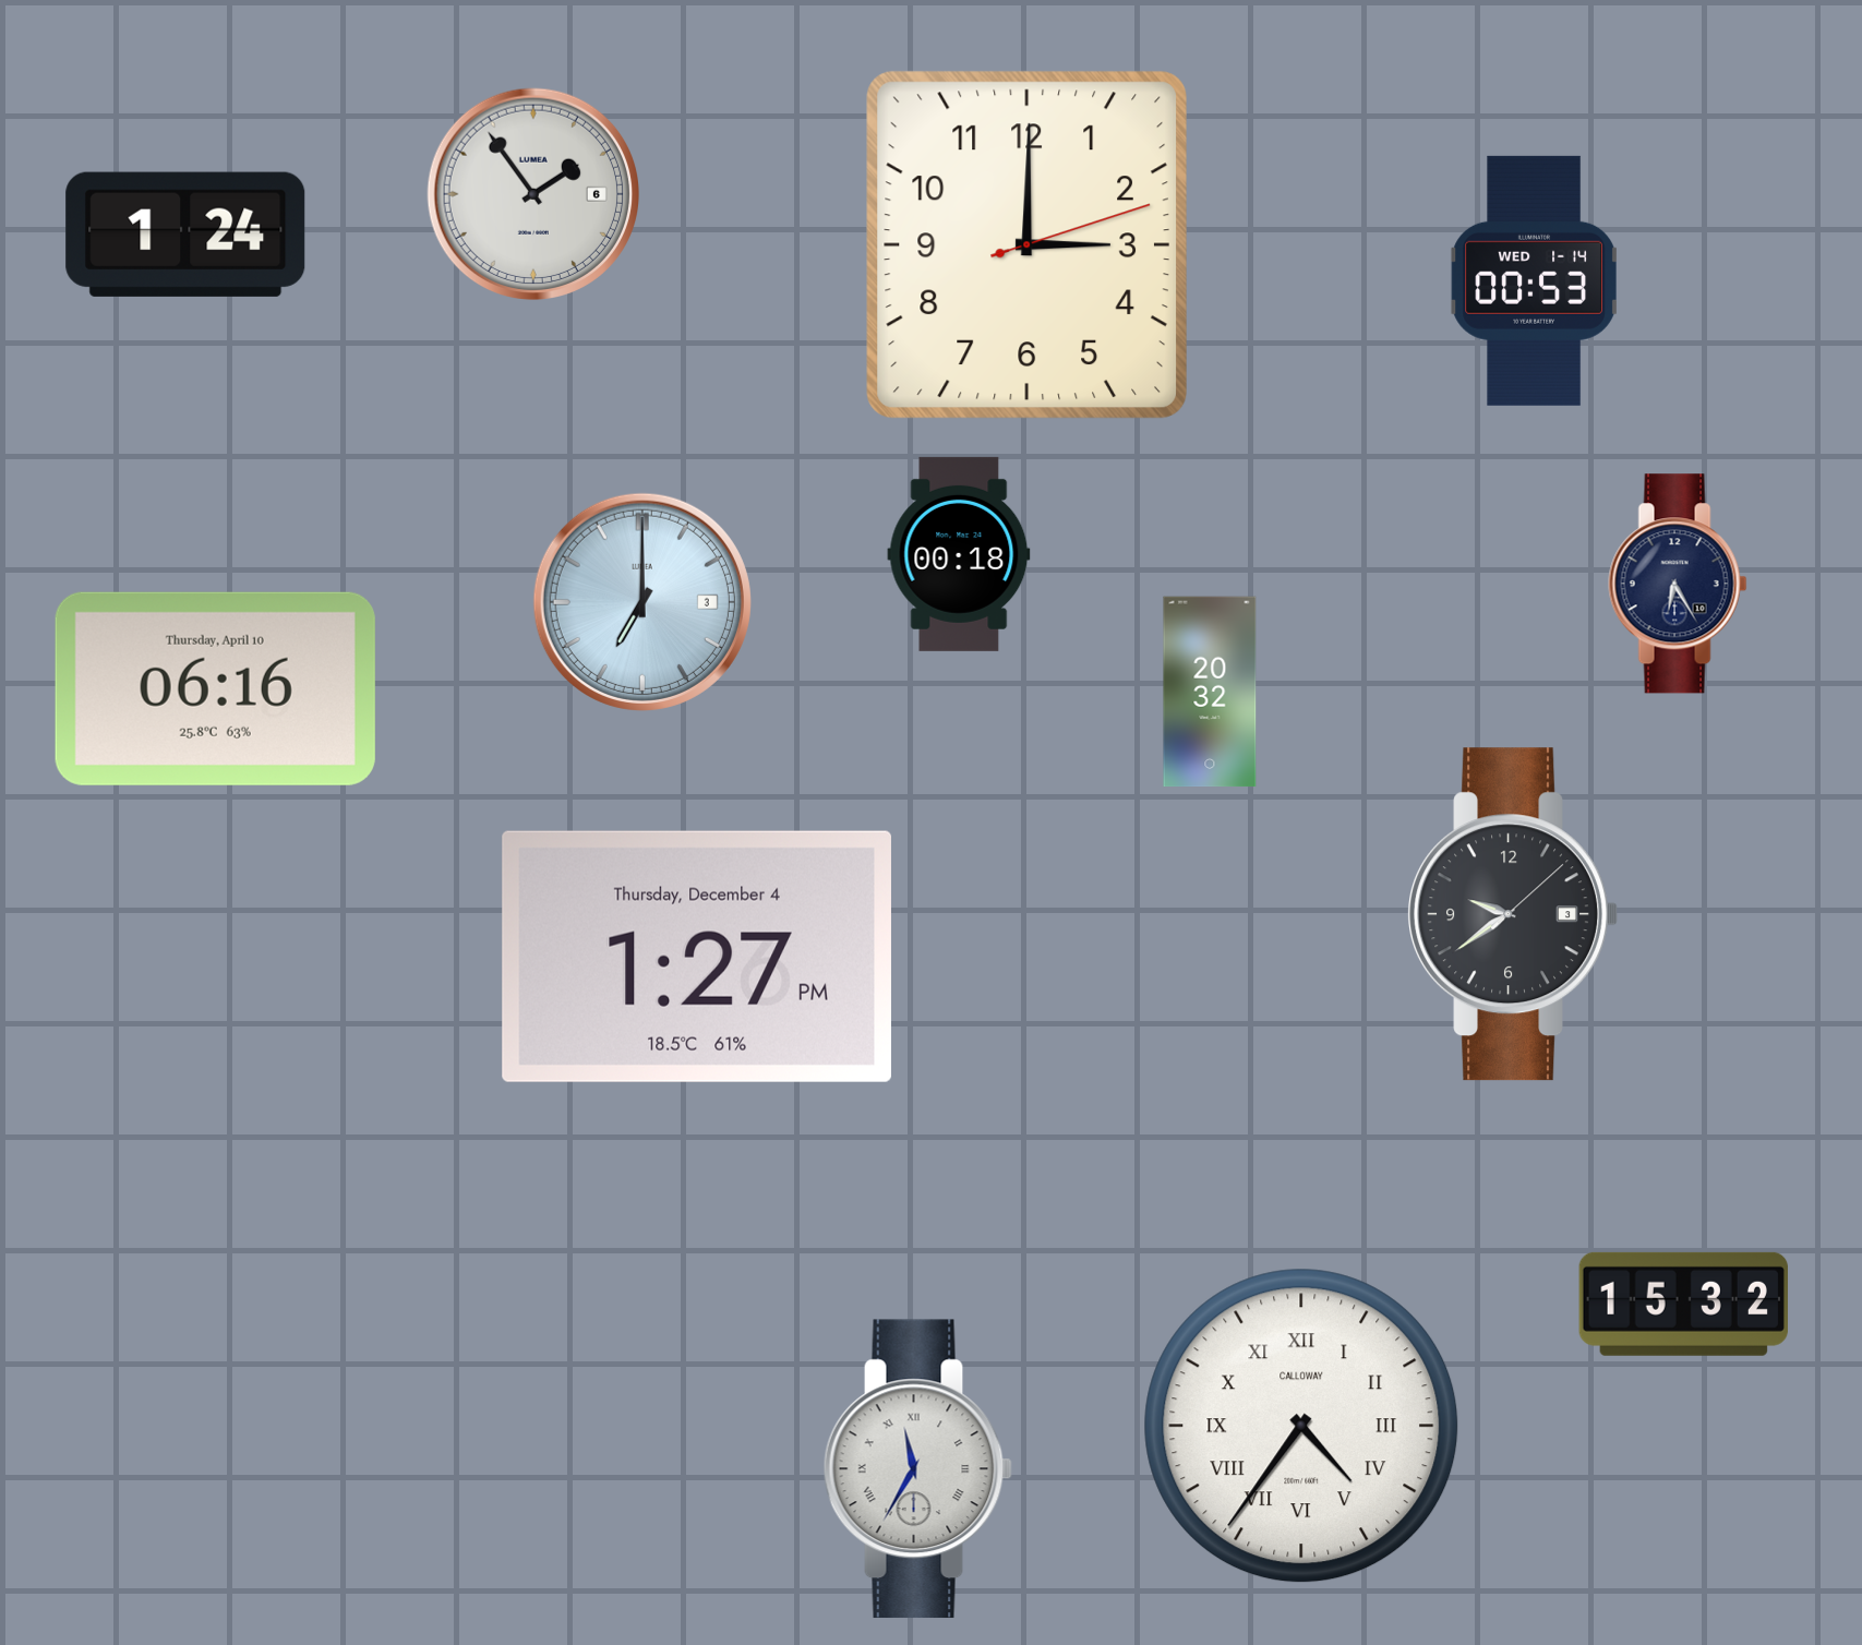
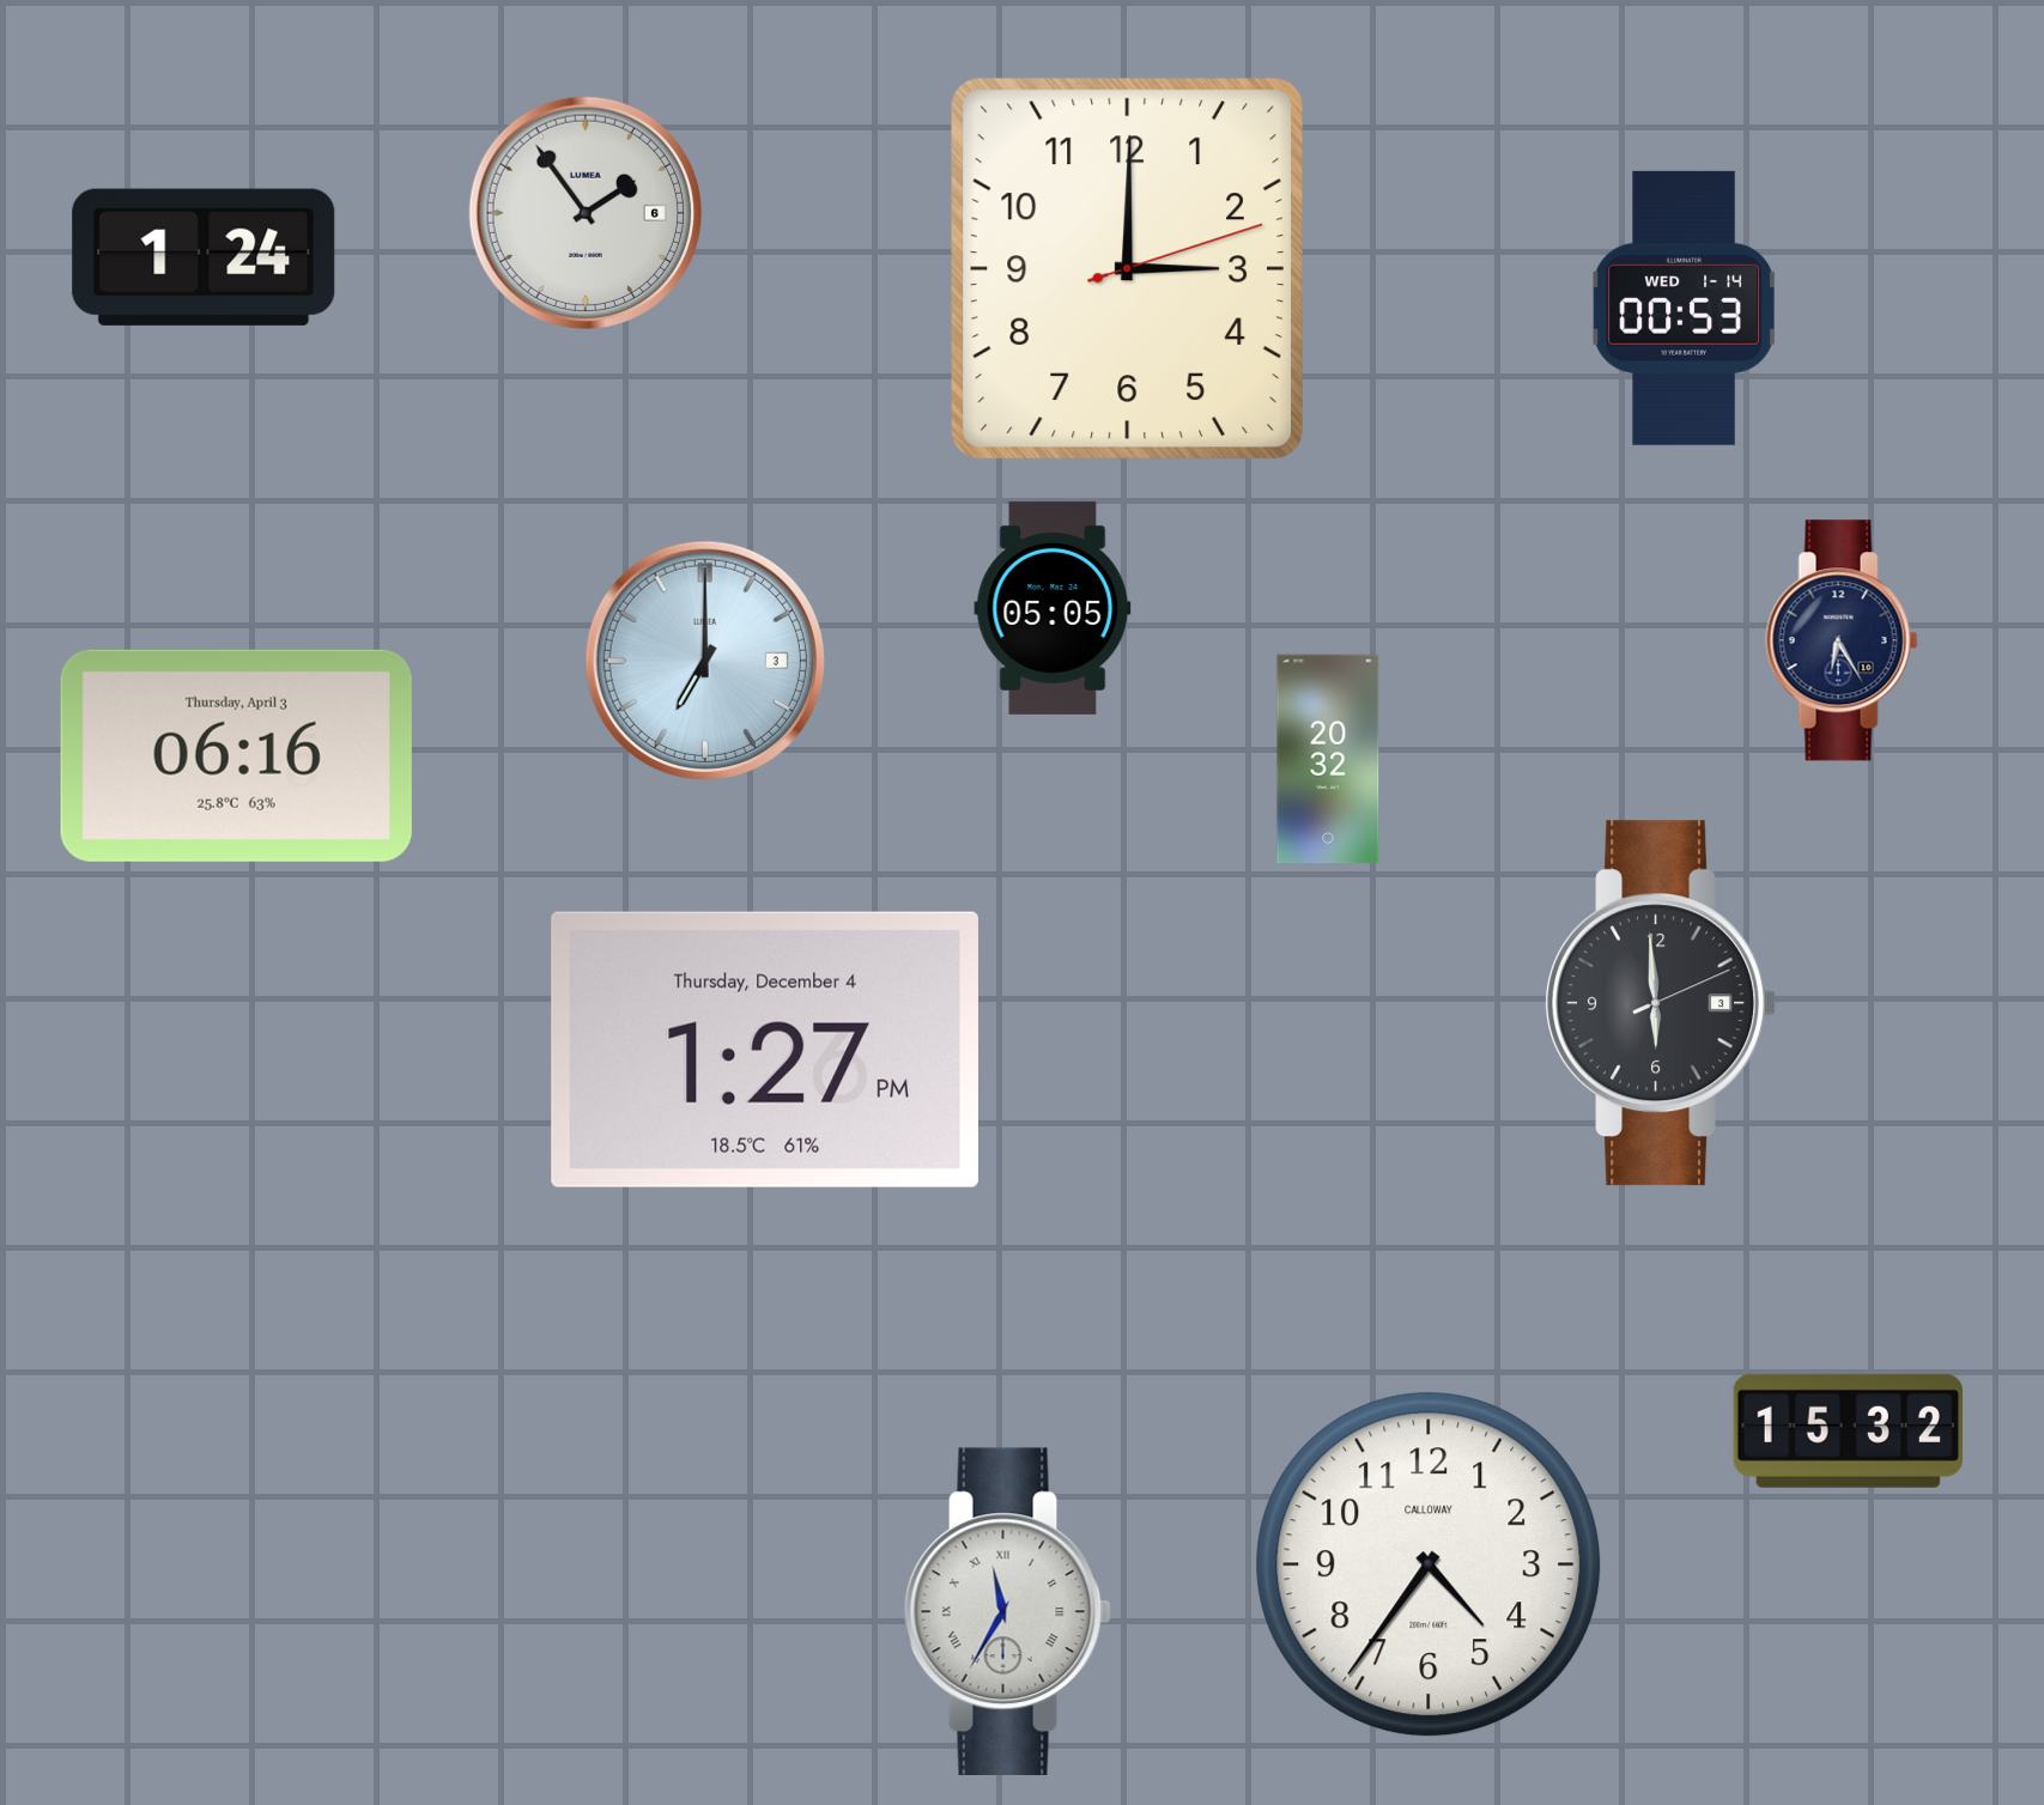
clock at (959, 554): 00:18 -> 05:05
clock at (215, 688) date: Thursday, April 10 -> Thursday, April 3
clock at (1512, 914): 9:39 -> 5:59
clock at (1301, 1426) numerals: Roman -> Arabic
